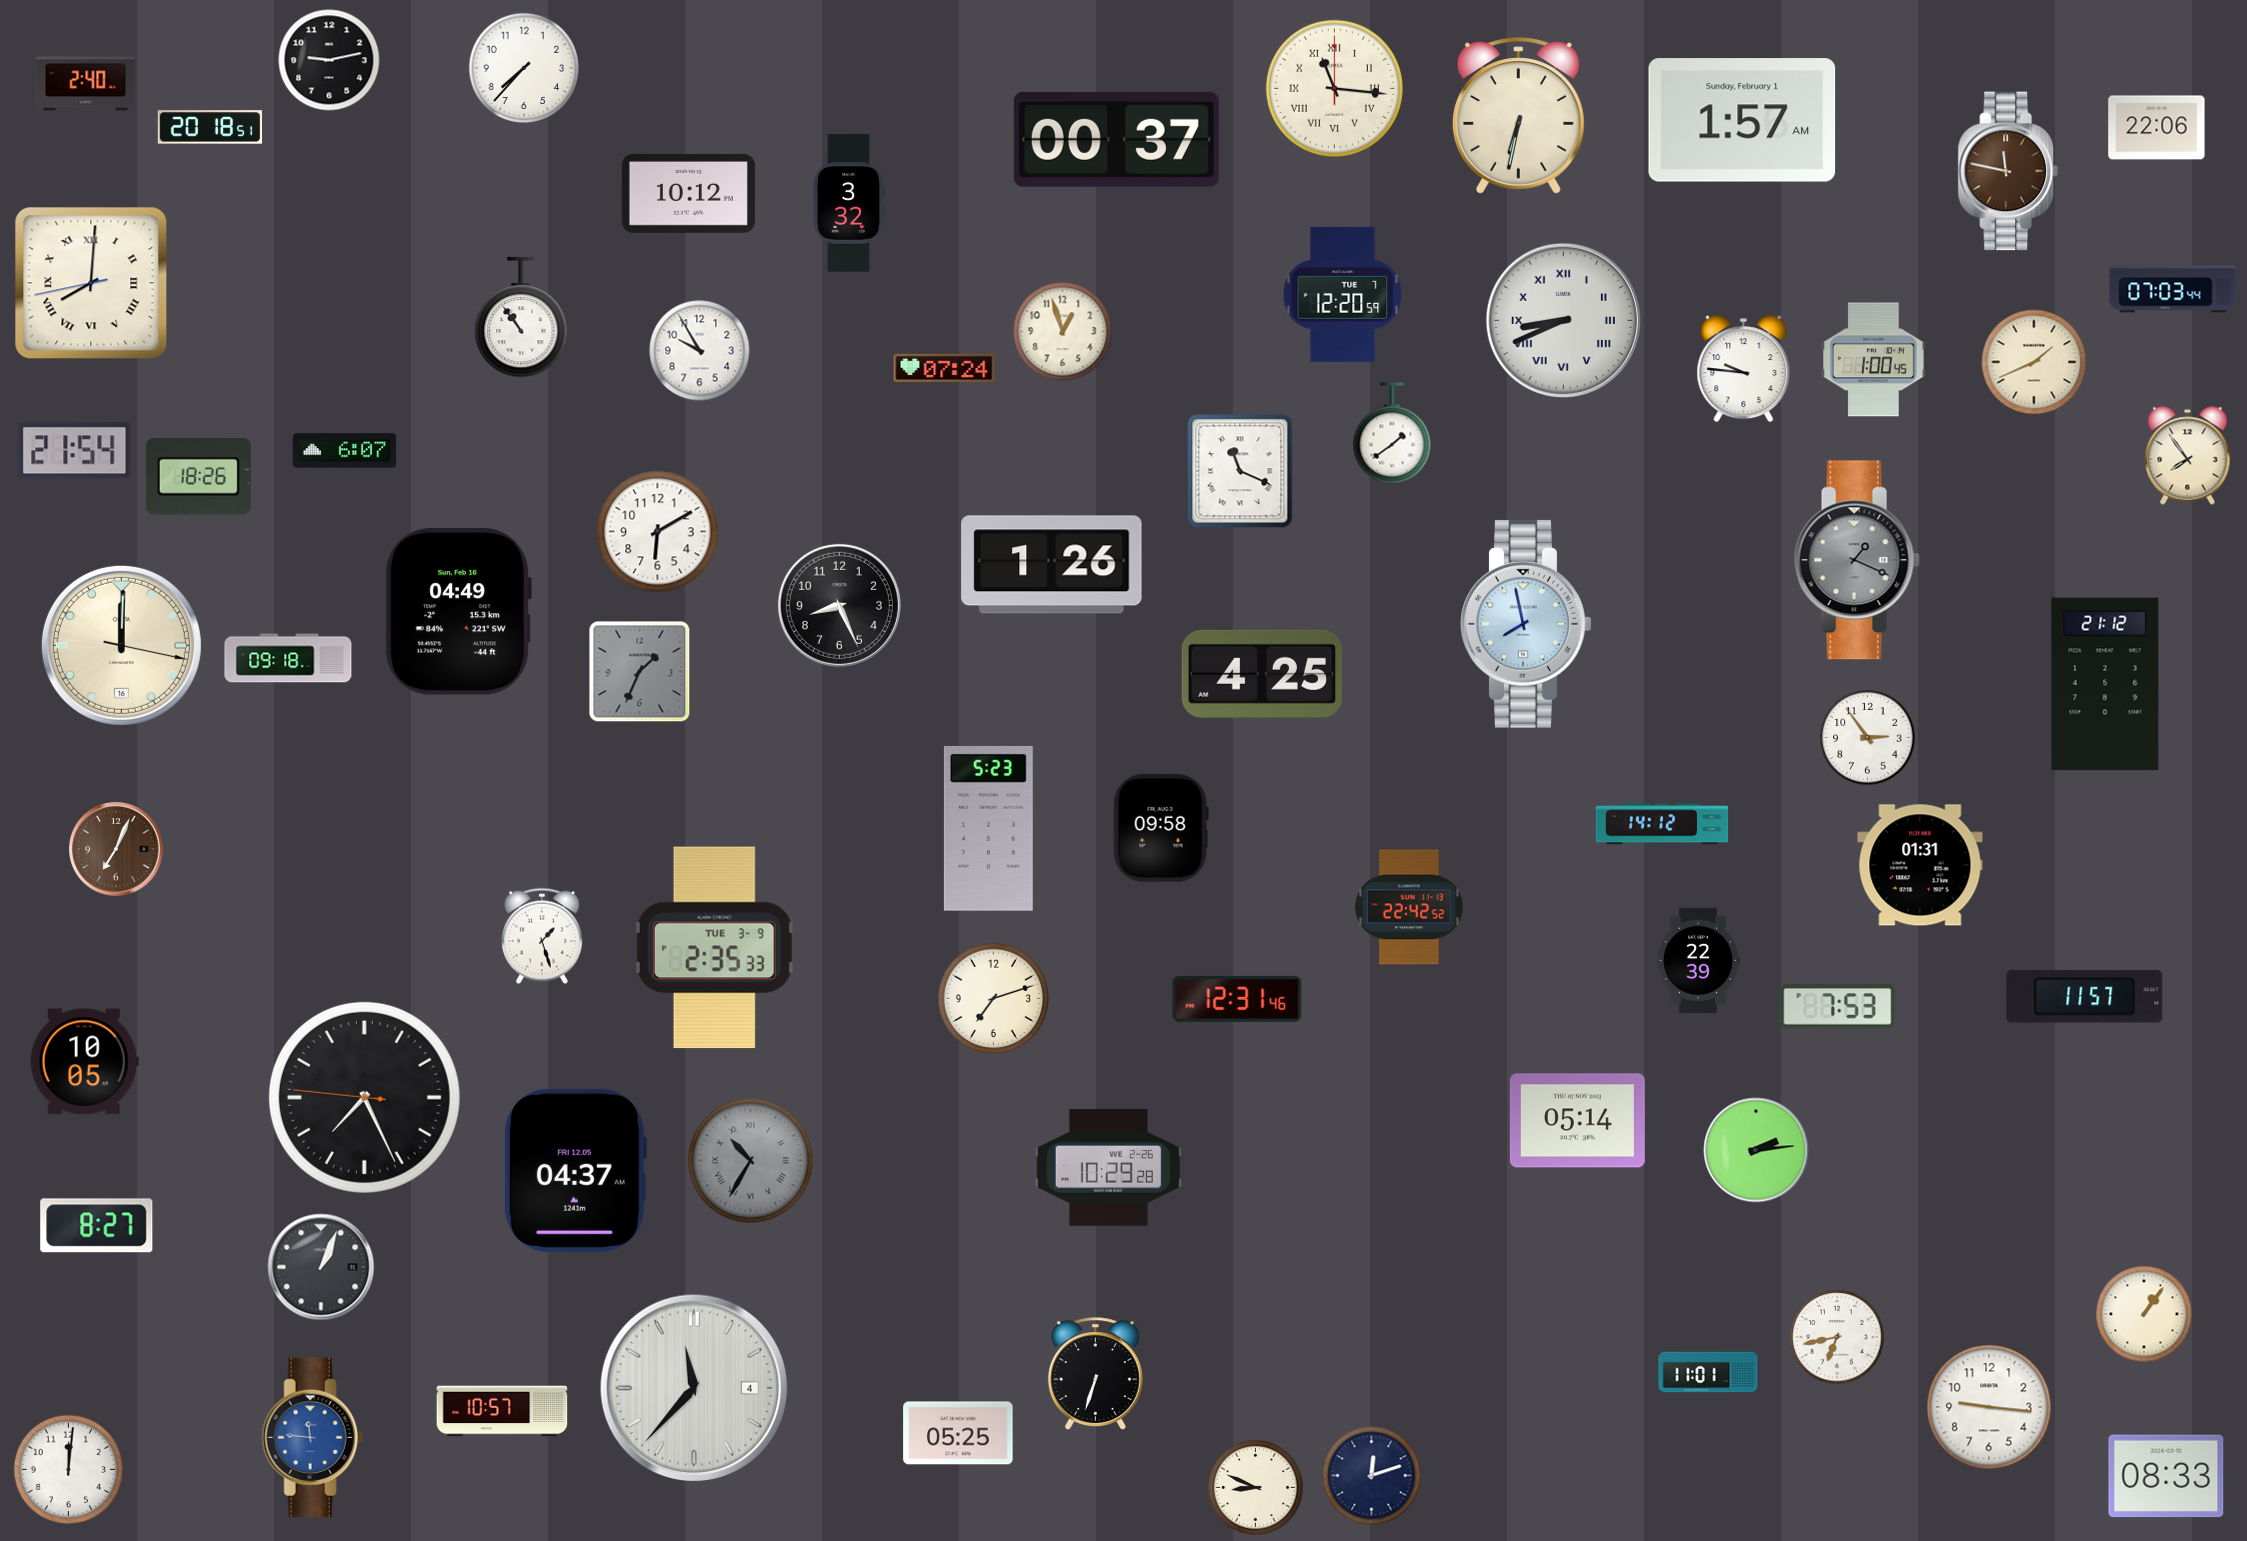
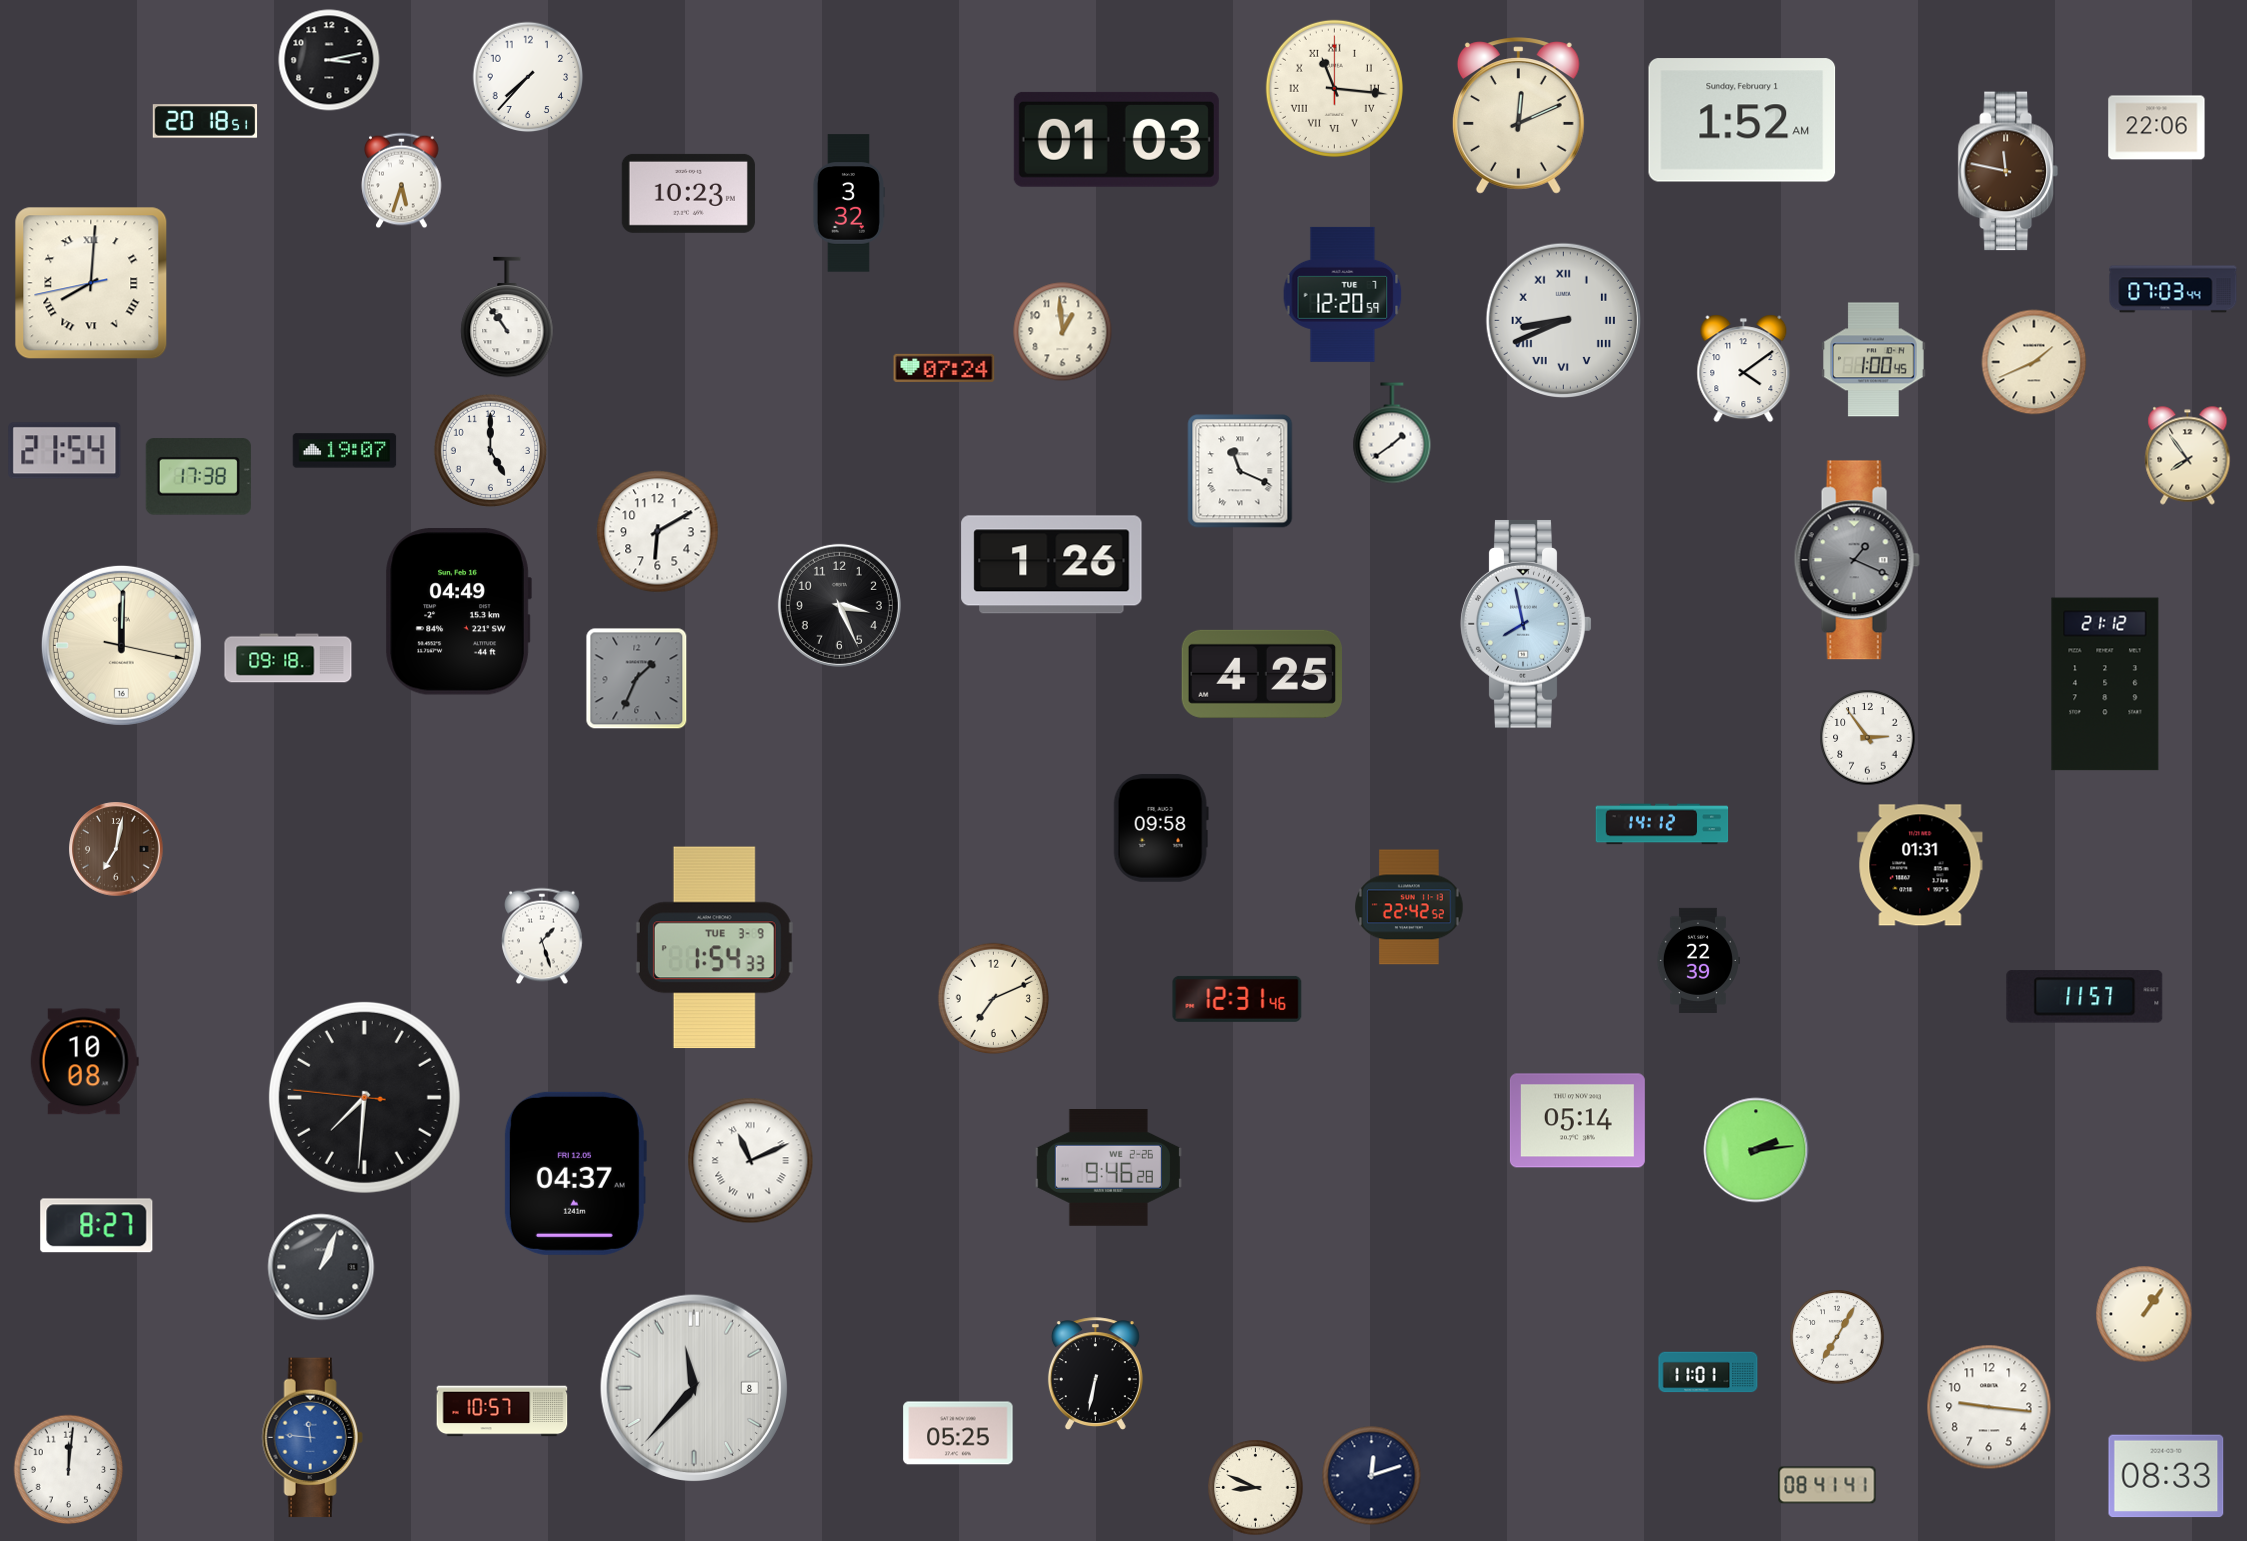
clock at (329, 60): 9:13 -> 3:13
clock at (524, 68) position: (524, 68) -> (528, 77)
clock at (86, 84): 2:40 -> none
clock at (1518, 116): 6:32 -> 12:11
clock at (1742, 120): 1:57 -> 1:52
clock at (210, 127) position: (210, 127) -> (205, 121)
clock at (1116, 139): 00:37 -> 01:03
clock at (402, 181): none -> 5:33
clock at (688, 193): 10:12 -> 10:23
clock at (521, 317) position: (521, 317) -> (507, 317)
clock at (1063, 332): 12:57 -> 12:59
clock at (700, 351): 9:55 -> none
clock at (1744, 369): 9:46 -> 4:09
clock at (490, 450): none -> 5:00
clock at (75, 451) position: (75, 451) -> (65, 451)
clock at (345, 451): 6:07 -> 19:07
clock at (198, 477): 18:26 -> 17:38
clock at (839, 605): 8:26 -> 3:26
clock at (640, 672) position: (640, 672) -> (637, 679)
clock at (988, 828): 5:23 -> none
clock at (116, 849): 7:04 -> 7:02
clock at (714, 948): 2:35 -> 1:54
clock at (993, 998): 7:12 -> 7:11
clock at (1838, 1007): 7:53 -> none
clock at (84, 1062): 10:05 -> 10:08
clock at (364, 1097): 7:25 -> 7:30
clock at (751, 1161): 10:35 -> 11:11
clock at (751, 1161) dial: grey -> white
clock at (1108, 1168): 10:29 -> 9:46
clock at (575, 1170) position: (575, 1170) -> (575, 1173)
clock at (1837, 1337): 6:43 -> 7:05
clock at (1095, 1373): 6:33 -> 6:32
clock at (693, 1387) date: 4 -> 8
clock at (1827, 1485): none -> 08:41
